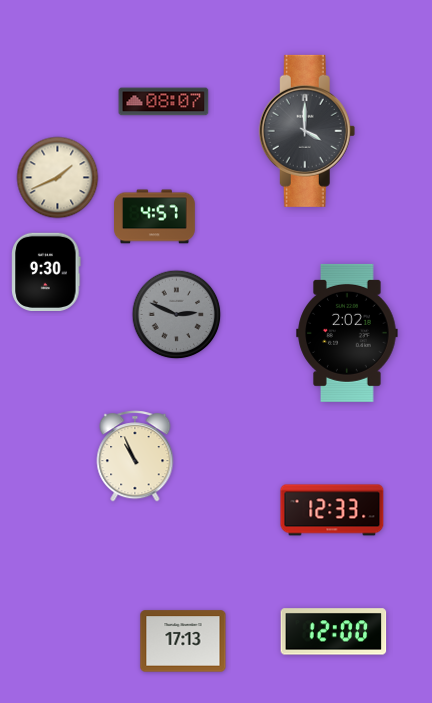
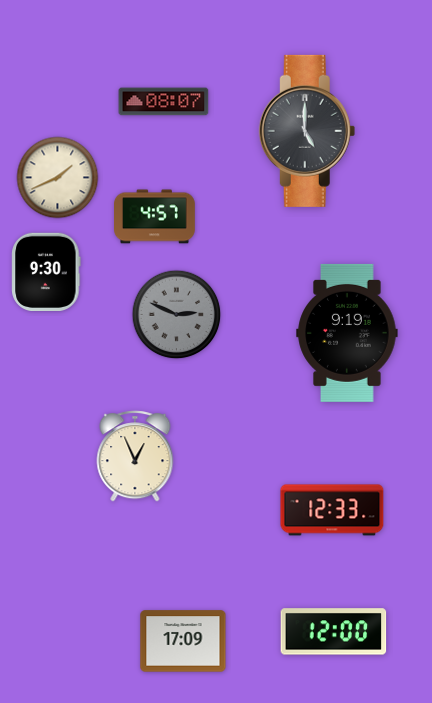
clock at (307, 131): 4:00 -> 5:00
clock at (347, 333): 2:02 -> 9:19
clock at (135, 456): 10:56 -> 12:56
clock at (183, 641): 17:13 -> 17:09
